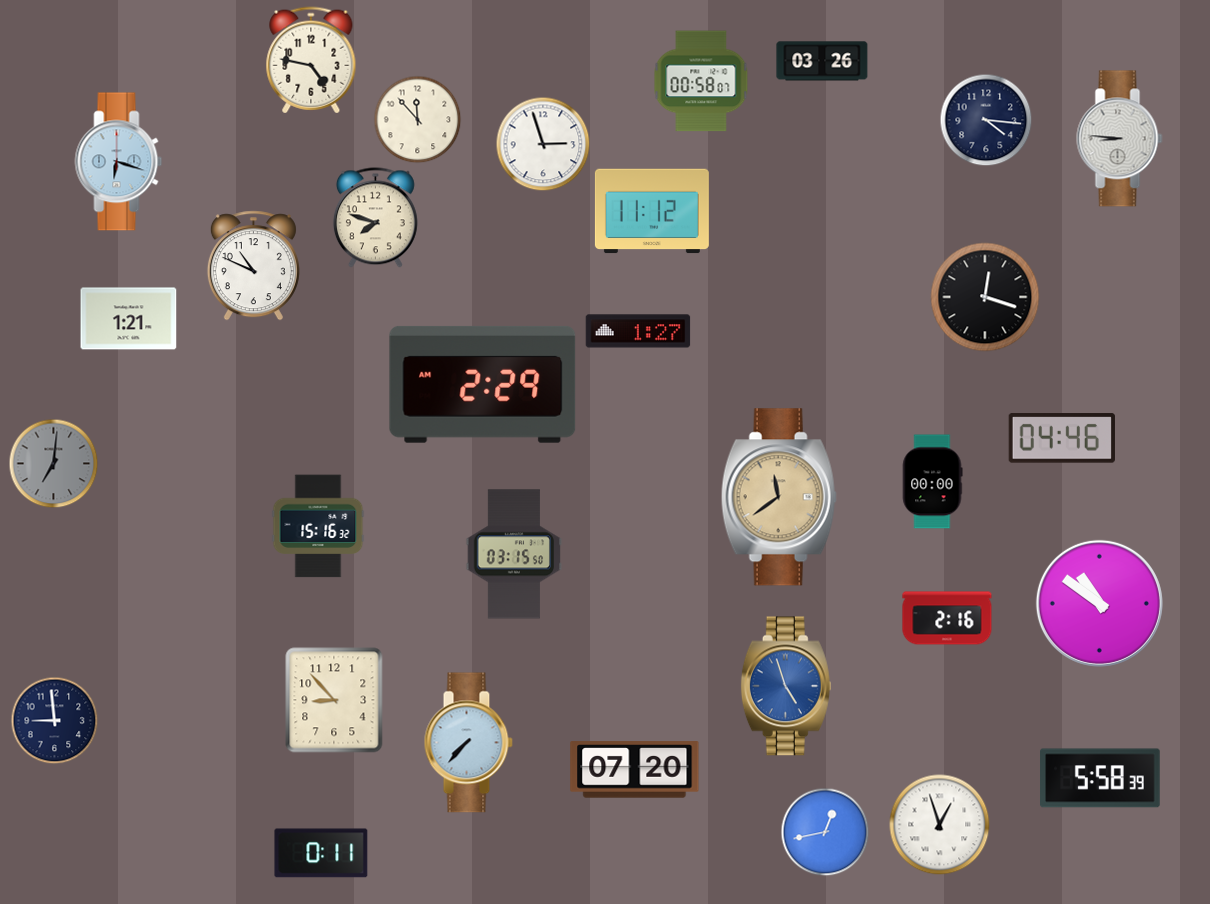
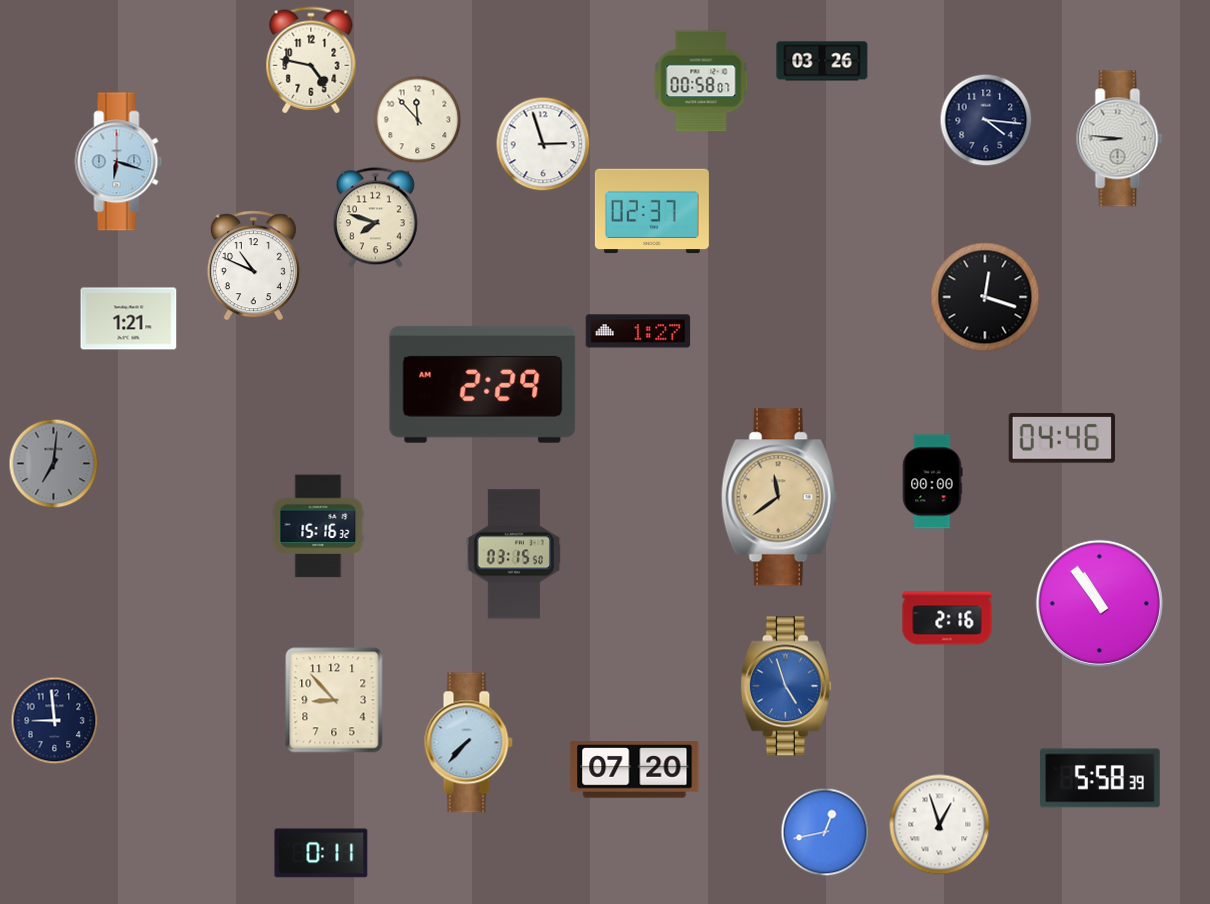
clock at (652, 211): 11:12 -> 02:37
clock at (1099, 603): 10:51 -> 10:54
